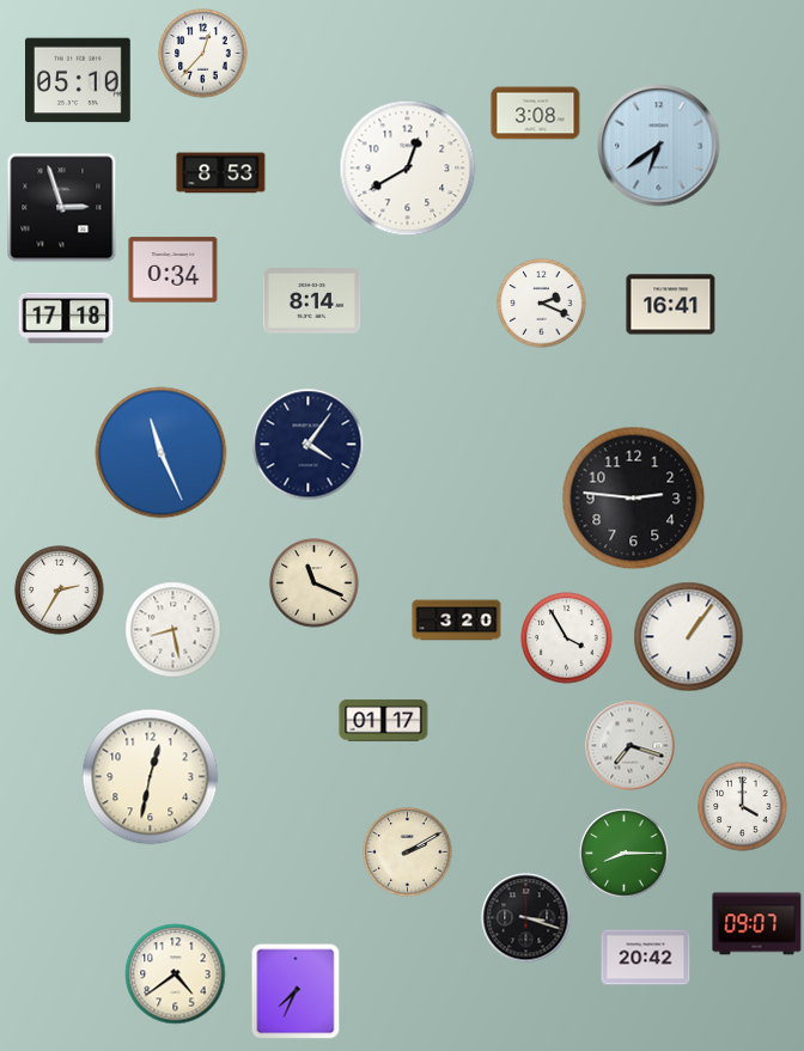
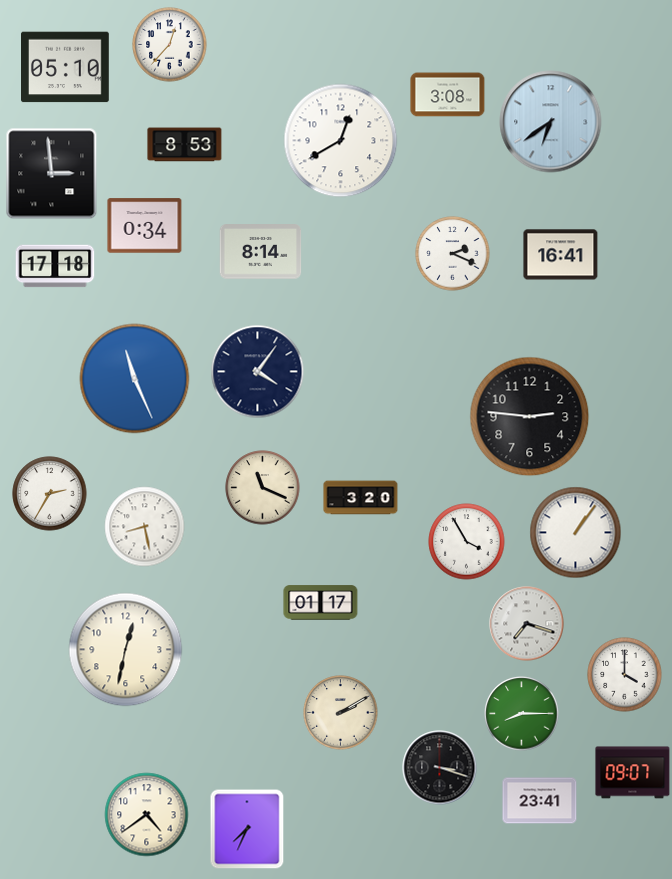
clock at (62, 208): 2:57 -> 2:59
clock at (457, 621) position: (457, 621) -> (361, 498)
clock at (567, 638) position: (567, 638) -> (467, 542)
clock at (743, 807) position: (743, 807) -> (625, 675)
clock at (646, 958): 20:42 -> 23:41
